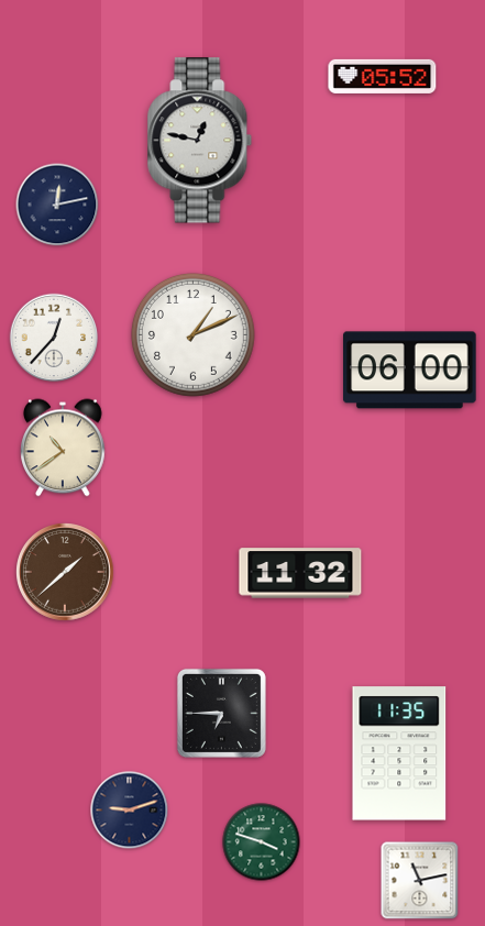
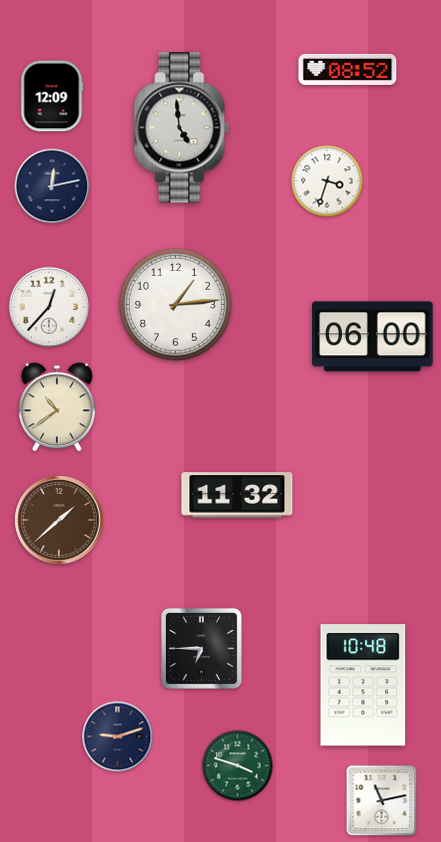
clock at (383, 76): 05:52 -> 08:52
clock at (52, 96): none -> 12:09
clock at (200, 141): 12:47 -> 4:59
clock at (327, 181): none -> 3:33
clock at (192, 334): 1:11 -> 1:14
clock at (300, 573) position: (300, 573) -> (237, 495)
clock at (399, 753): 11:35 -> 10:48
